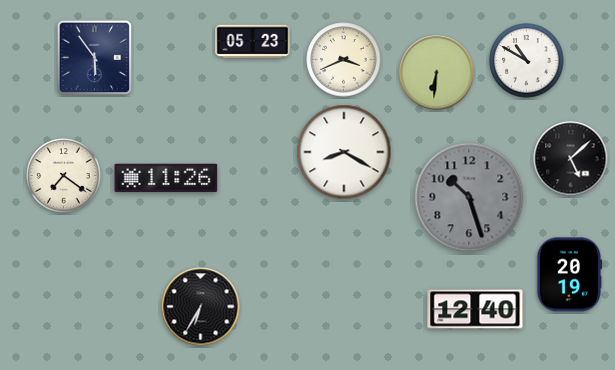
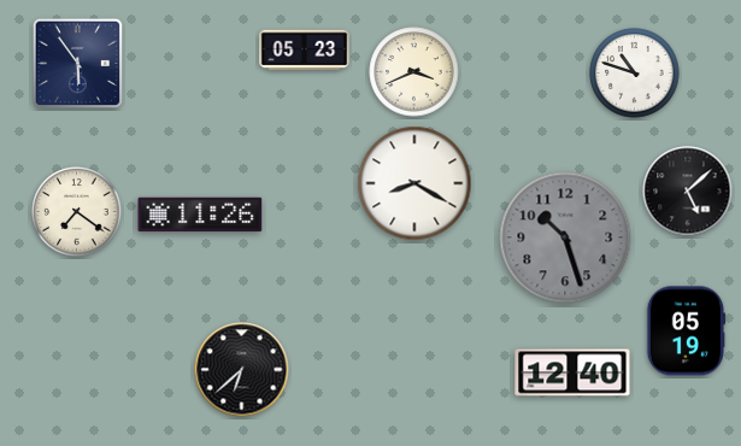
clock at (94, 57) position: (94, 57) -> (77, 63)
clock at (527, 61): 10:50 -> 10:48
clock at (437, 73): 6:31 -> none
clock at (569, 275): 20:19 -> 05:19
clock at (201, 307): 6:35 -> 6:38
